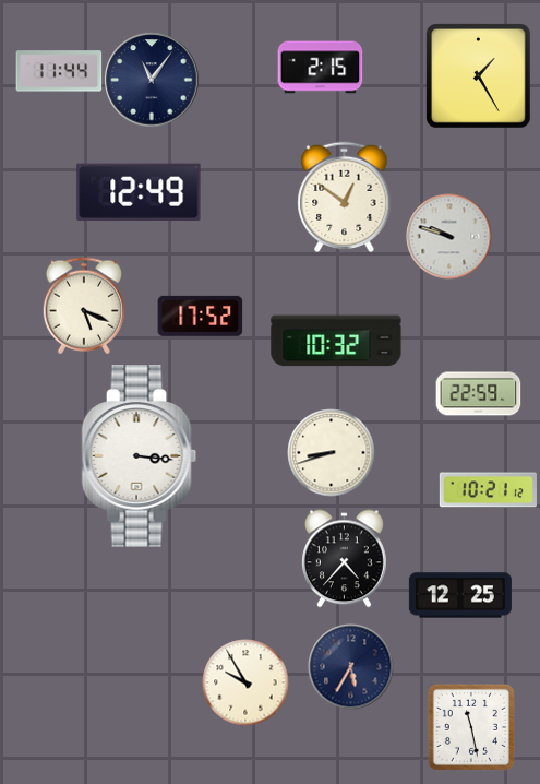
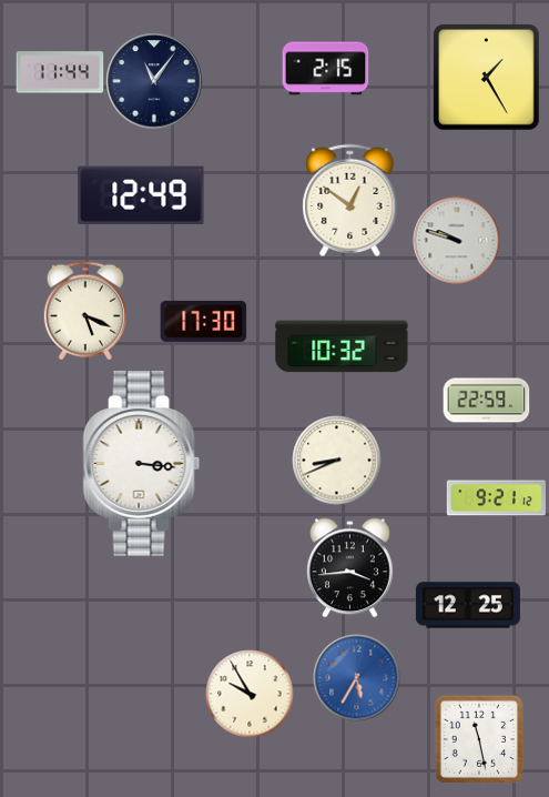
clock at (200, 316): 17:52 -> 17:30
clock at (331, 452): 8:42 -> 8:41
clock at (488, 490): 10:21 -> 9:21
clock at (344, 558): 4:37 -> 3:44
clock at (350, 666) dial: navy -> blue
